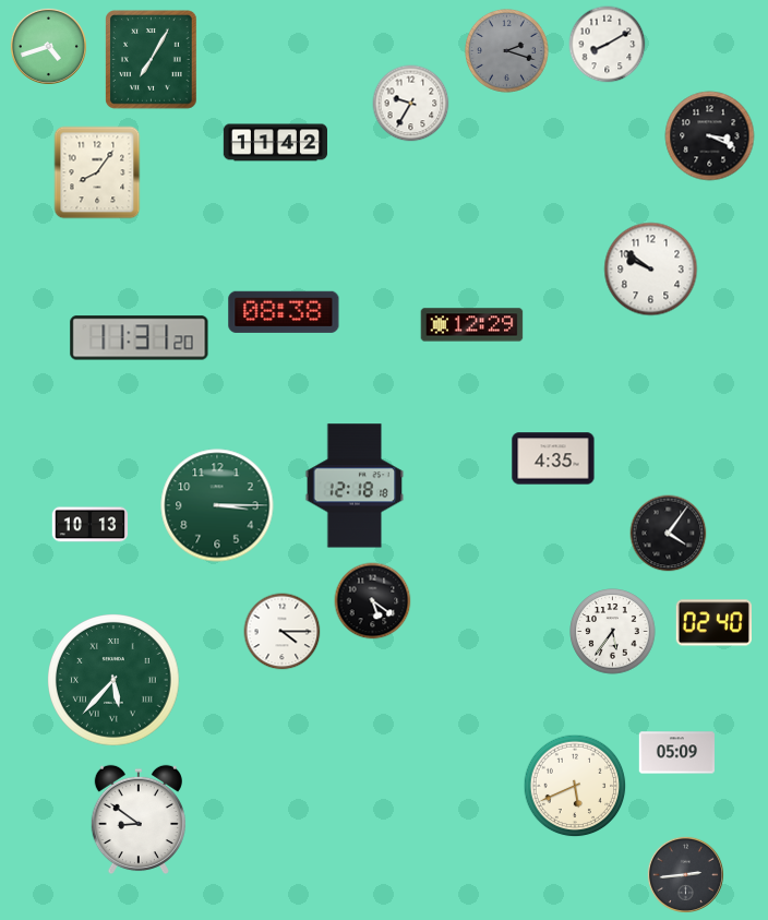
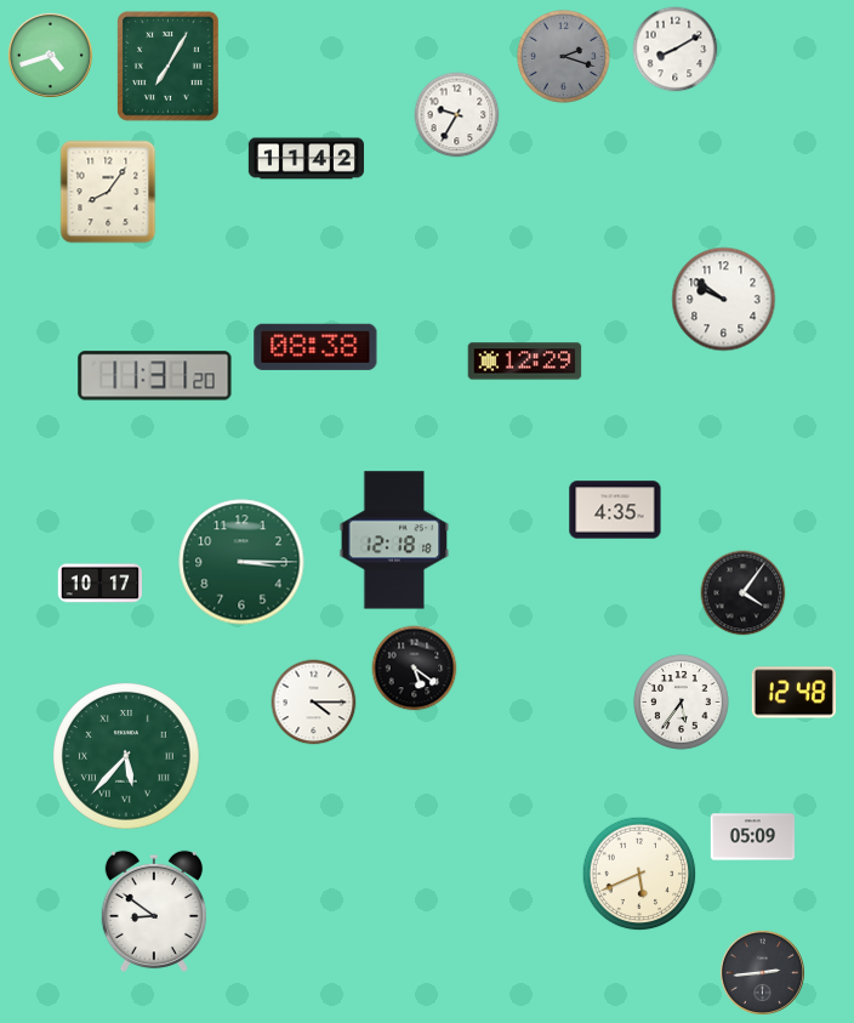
clock at (48, 46) position: (48, 46) -> (50, 55)
clock at (710, 136): 3:19 -> none
clock at (89, 525): 10:13 -> 10:17
clock at (713, 623): 02:40 -> 12:48
